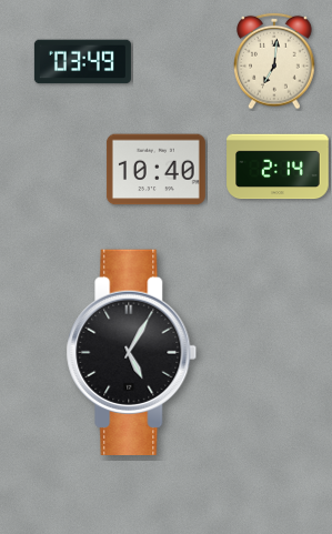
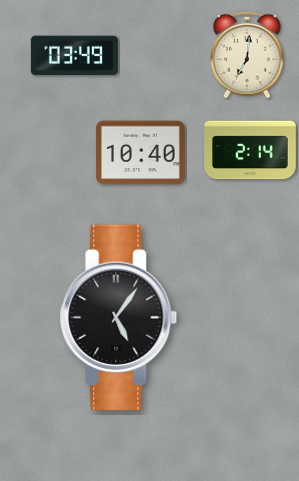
clock at (132, 352): 5:05 -> 5:06
